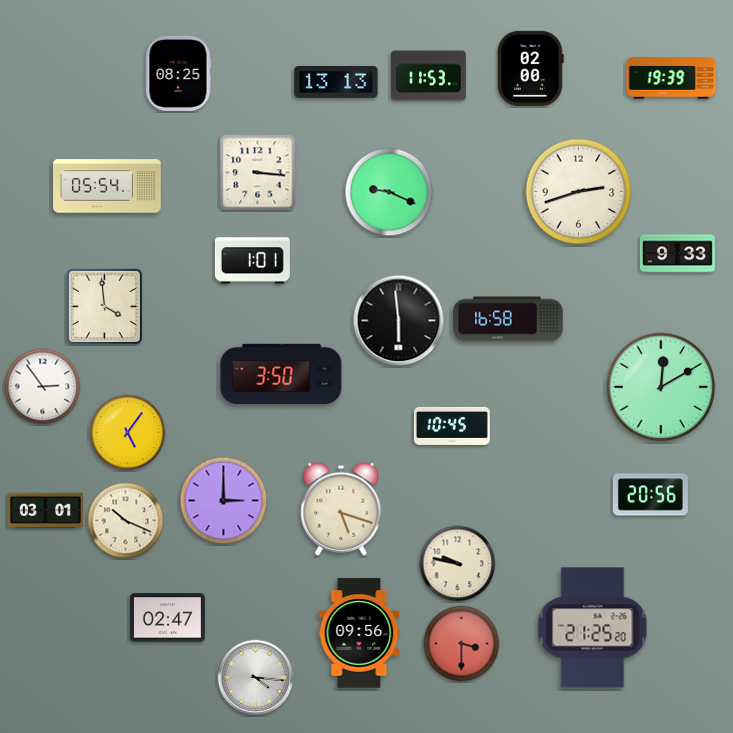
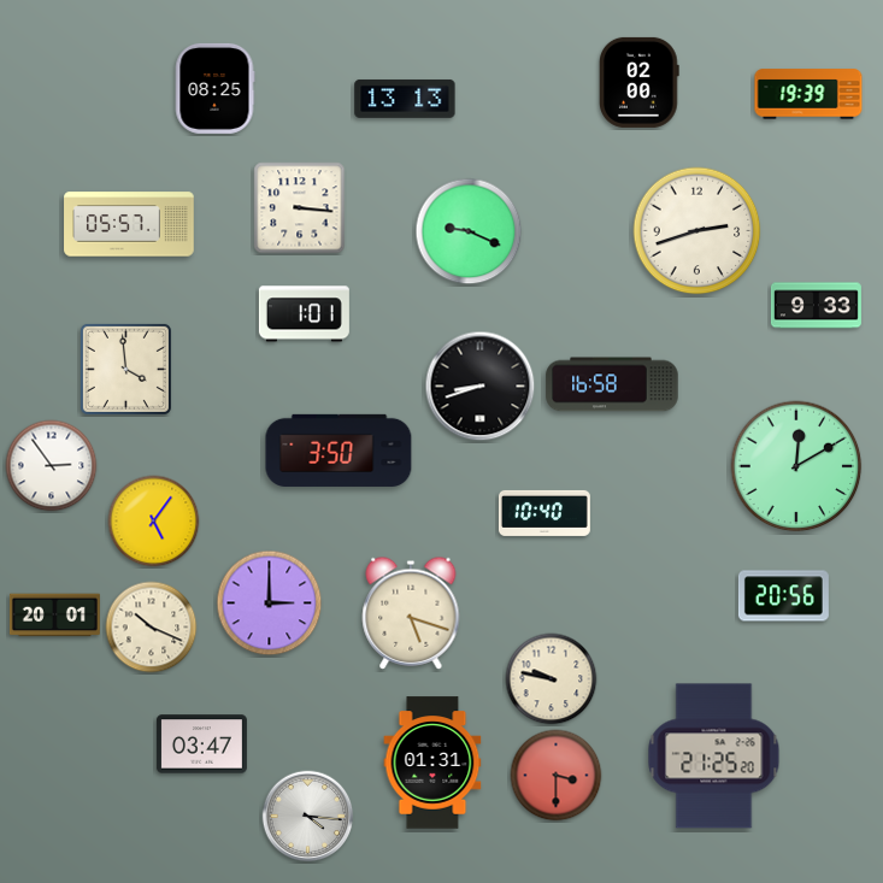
clock at (428, 76): 11:53 -> none
clock at (258, 173) position: (258, 173) -> (300, 208)
clock at (107, 186): 05:54 -> 05:57
clock at (399, 321): 5:59 -> 8:42
clock at (452, 426): 10:45 -> 10:40
clock at (45, 511): 03:01 -> 20:01
clock at (167, 618): 02:47 -> 03:47
clock at (359, 633): 09:56 -> 01:31
